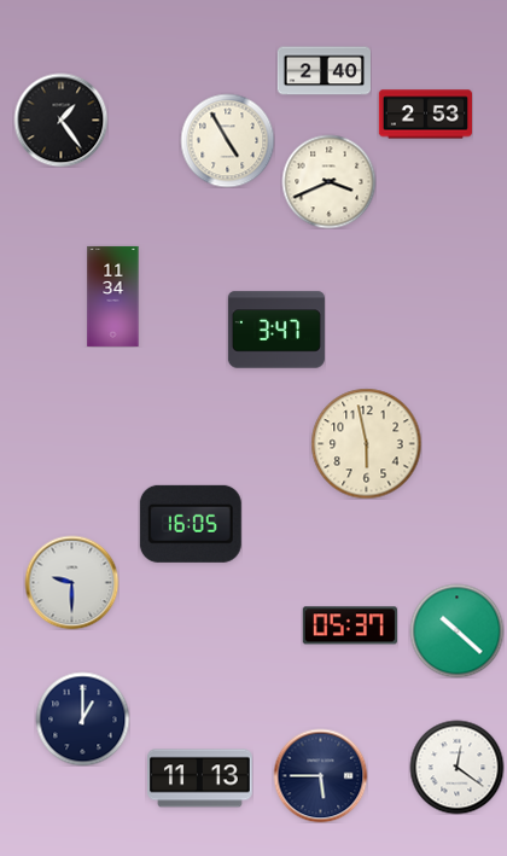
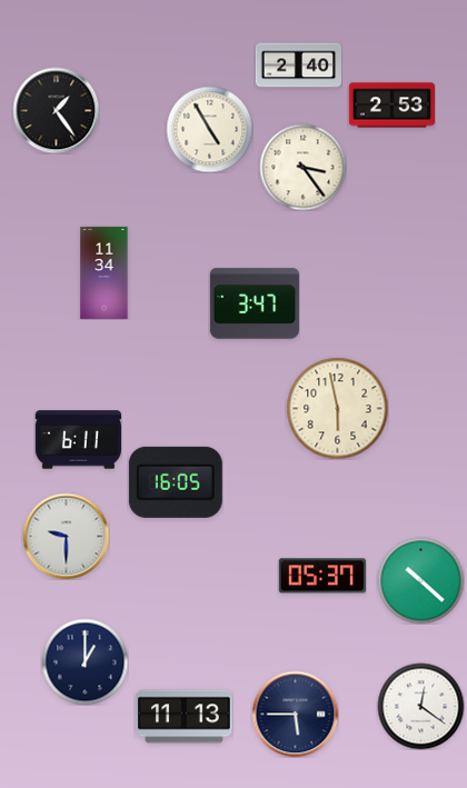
clock at (328, 181): 3:41 -> 3:24
clock at (78, 440): none -> 6:11
clock at (82, 718) position: (82, 718) -> (85, 661)
